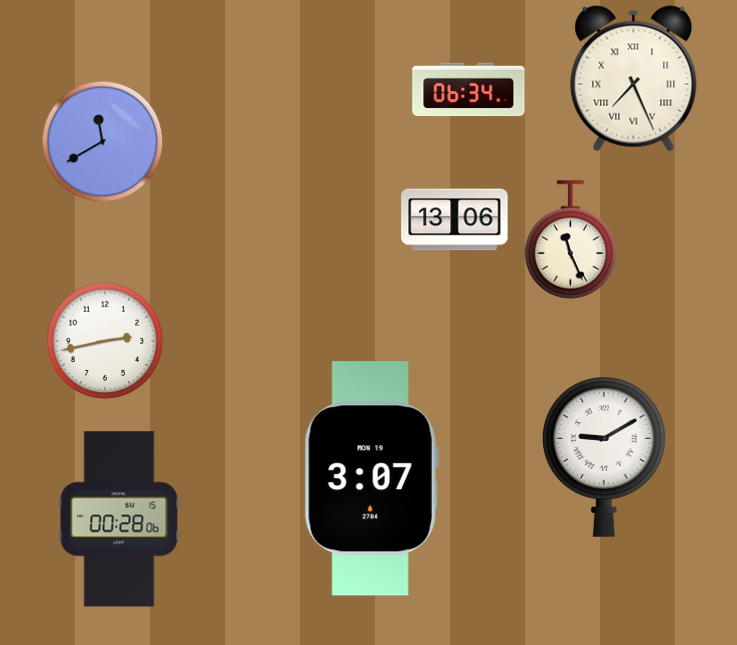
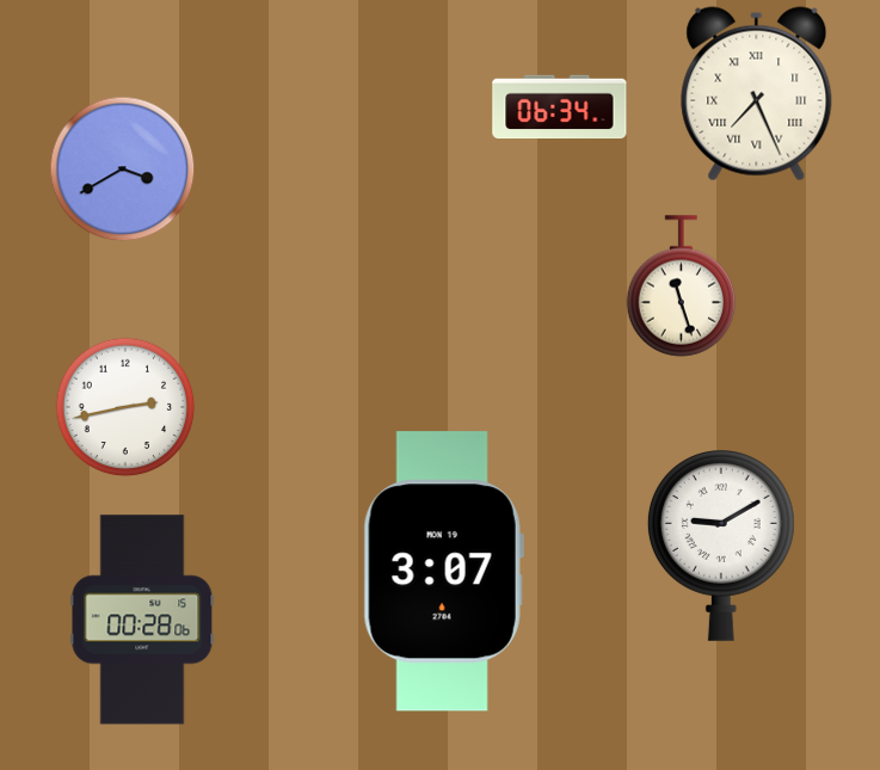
clock at (102, 141): 11:40 -> 3:40
clock at (455, 220): 13:06 -> none
clock at (571, 240): 11:26 -> 11:27
